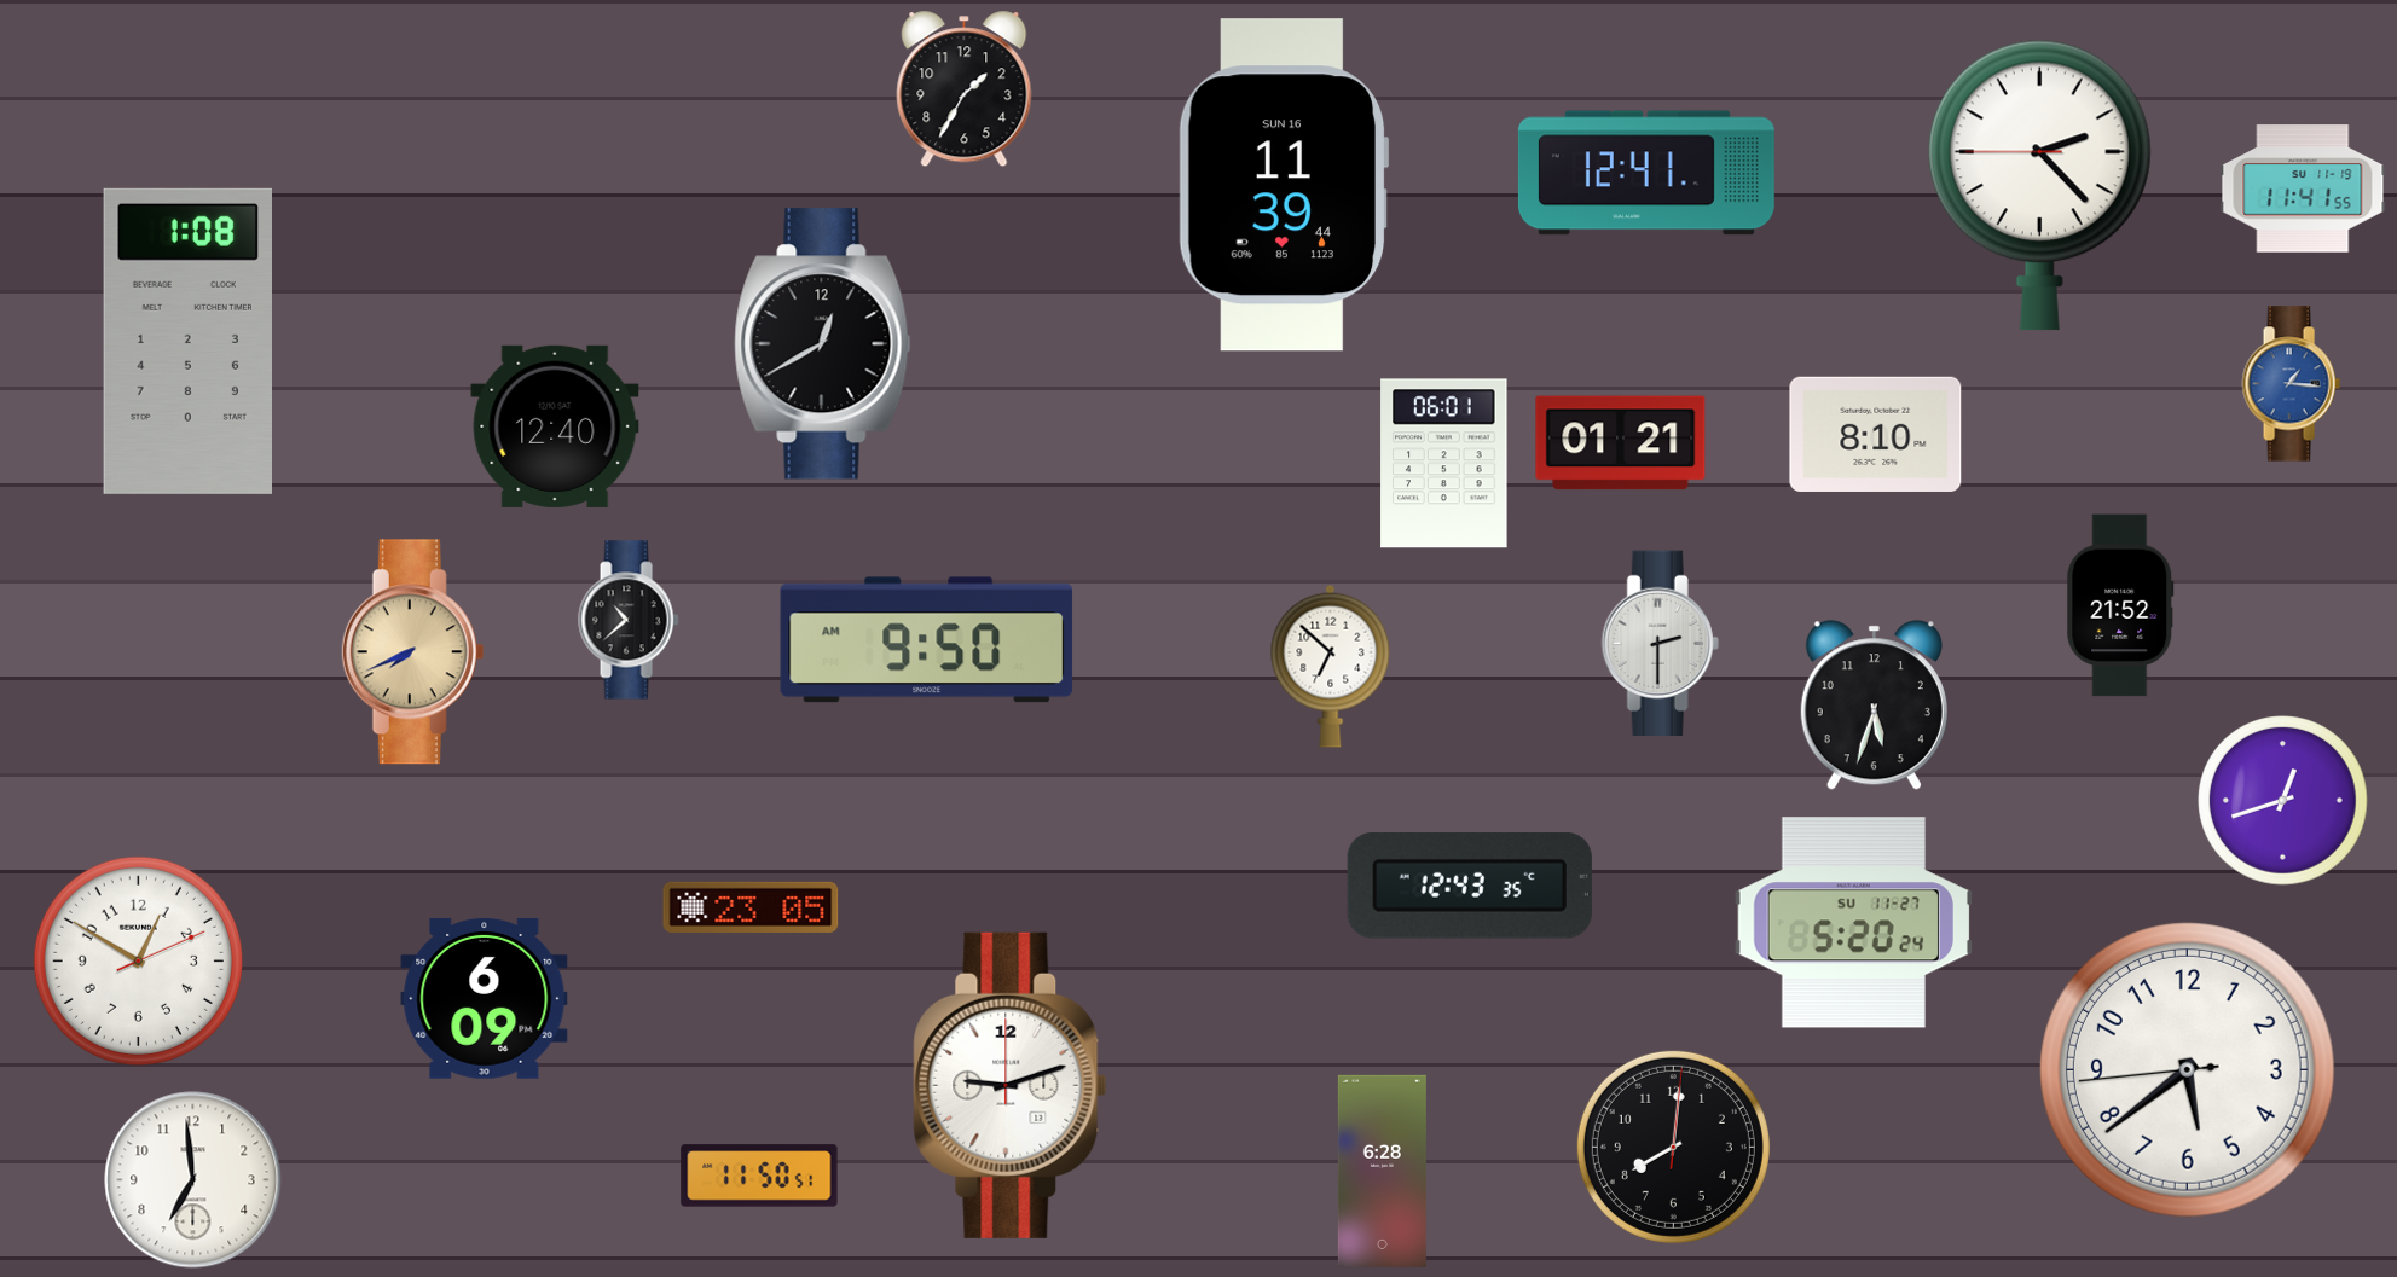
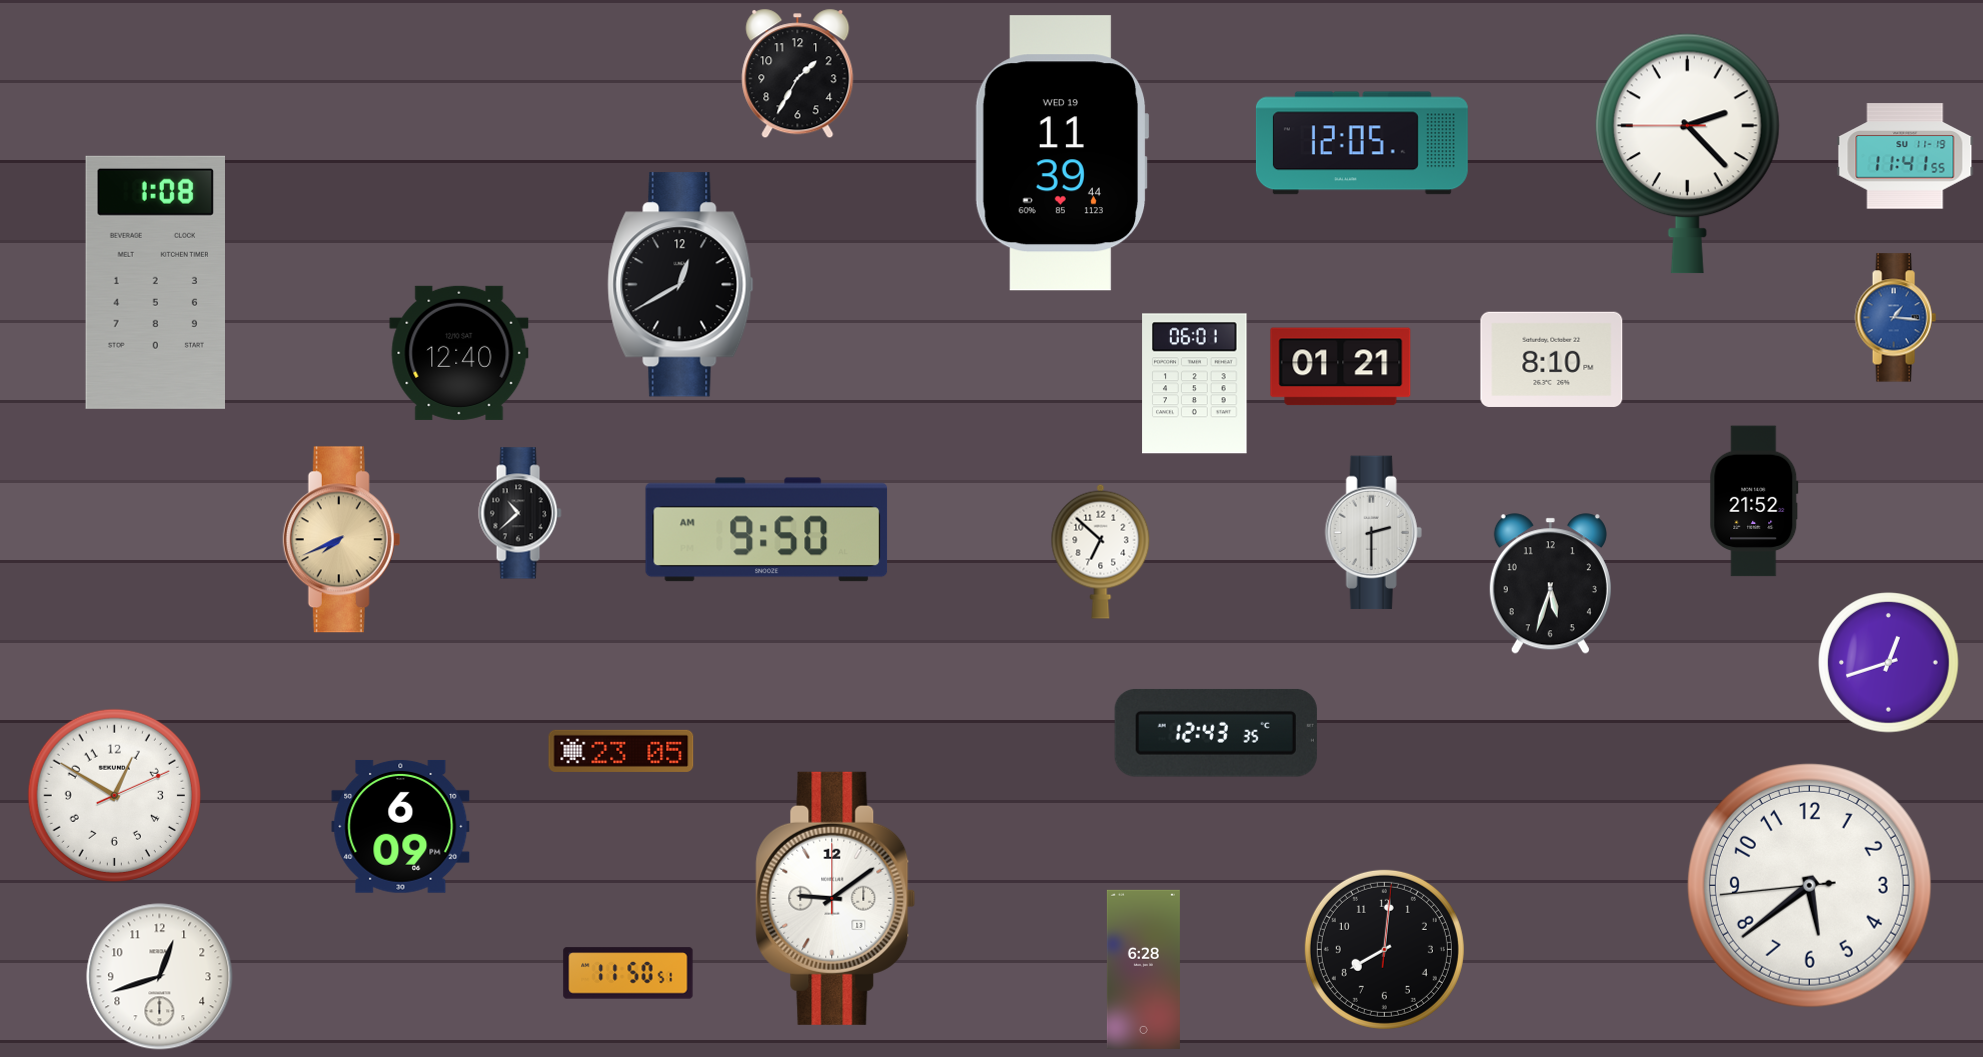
clock at (1646, 173): 12:41 -> 12:05
clock at (1284, 185) date: SUN 16 -> WED 19
clock at (1854, 923): 5:20 -> none
clock at (1011, 1085): 9:12 -> 9:09
clock at (193, 1180): 6:59 -> 12:42
